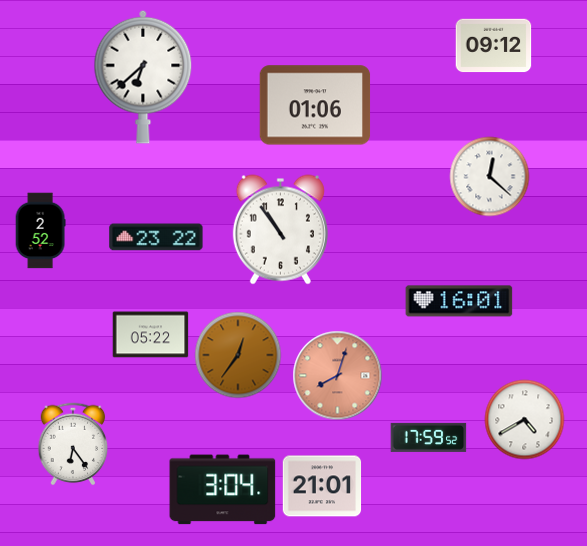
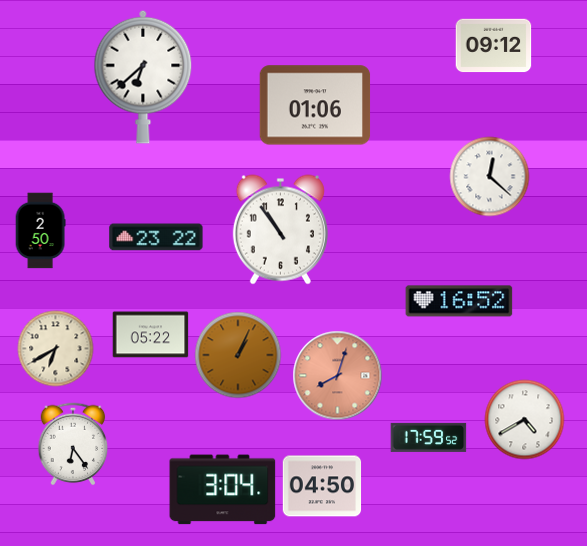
clock at (40, 231): 2:52 -> 2:50
clock at (459, 301): 16:01 -> 16:52
clock at (56, 349): none -> 6:40
clock at (238, 355): 12:36 -> 1:04
clock at (322, 486): 21:01 -> 04:50
